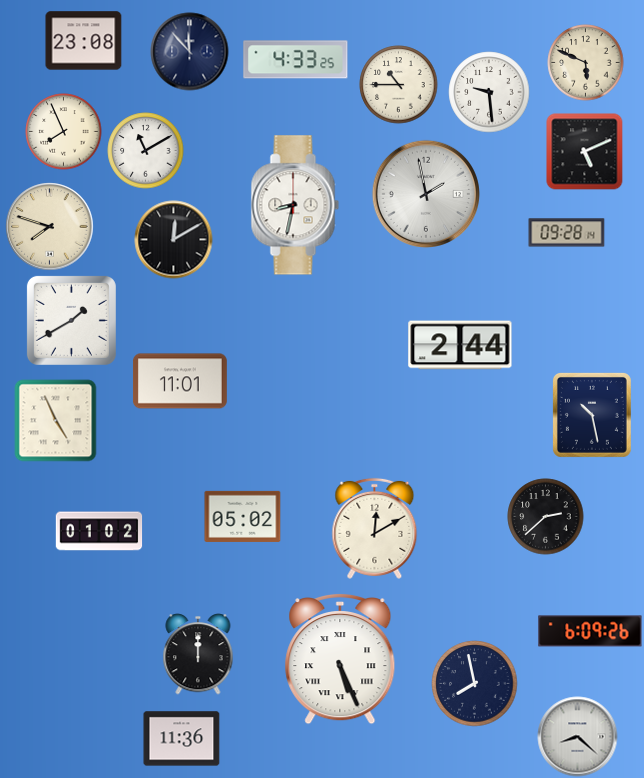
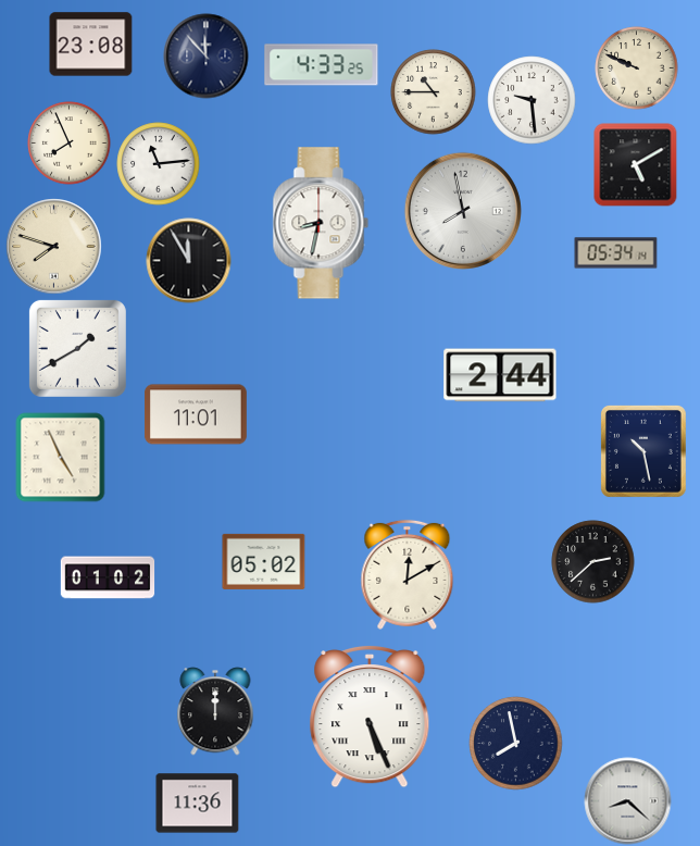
clock at (586, 63): 5:49 -> 9:49
clock at (146, 151): 11:10 -> 11:14
clock at (585, 152): 5:11 -> 5:10
clock at (426, 194): 1:58 -> 7:58
clock at (567, 233): 09:28 -> 05:34
clock at (174, 240): 12:10 -> 11:55
clock at (590, 631): 6:09 -> none
